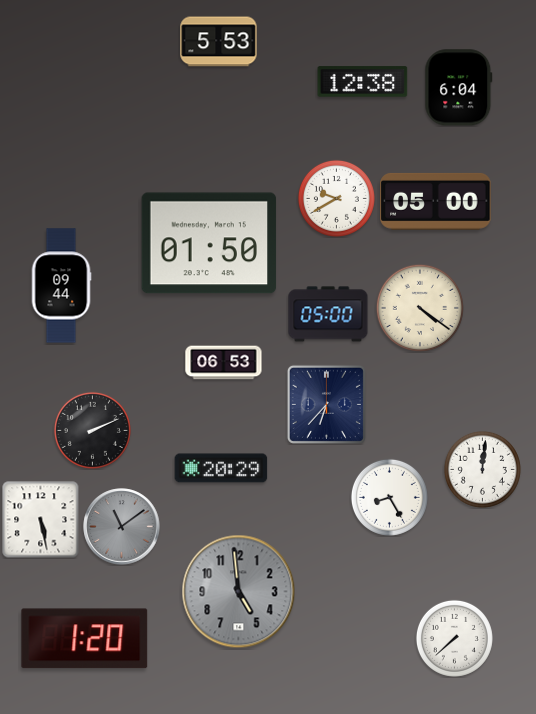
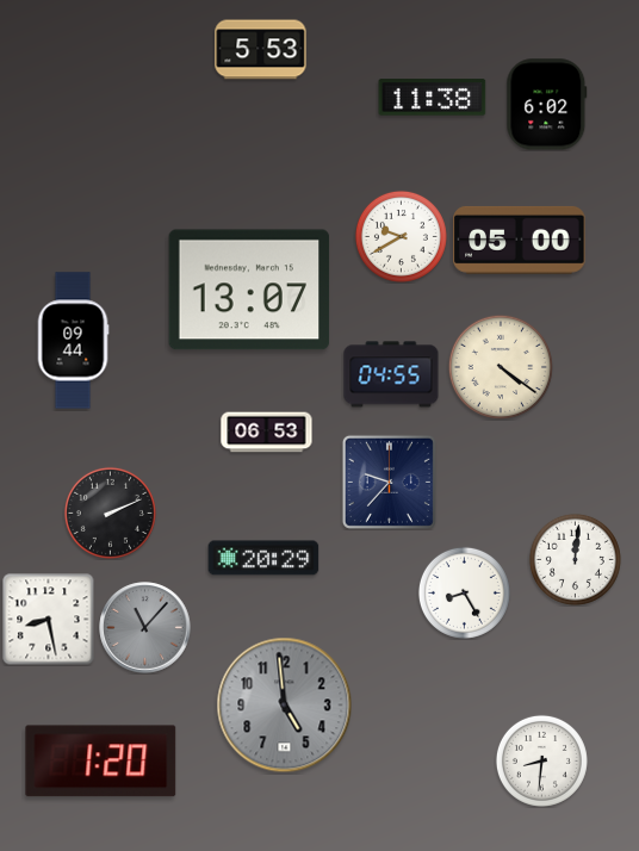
clock at (363, 82): 12:38 -> 11:38
clock at (459, 88): 6:04 -> 6:02
clock at (209, 243): 01:50 -> 13:07
clock at (328, 314): 05:00 -> 04:55
clock at (326, 404): 6:37 -> 9:37
clock at (40, 519): 5:28 -> 8:28
clock at (122, 527): 11:09 -> 11:07
clock at (454, 638): 7:38 -> 8:31
